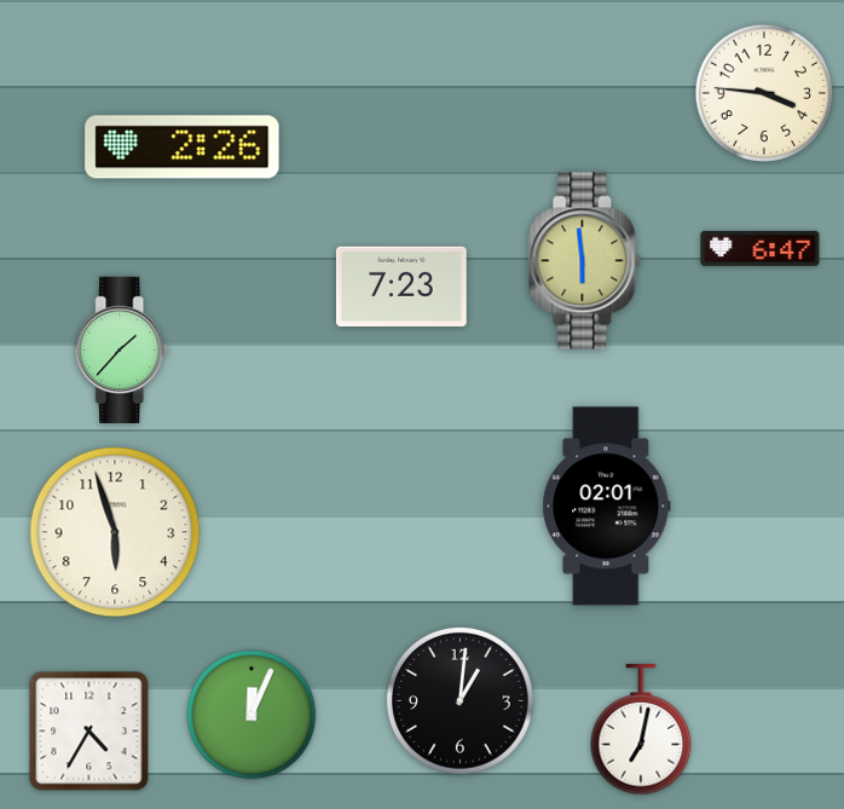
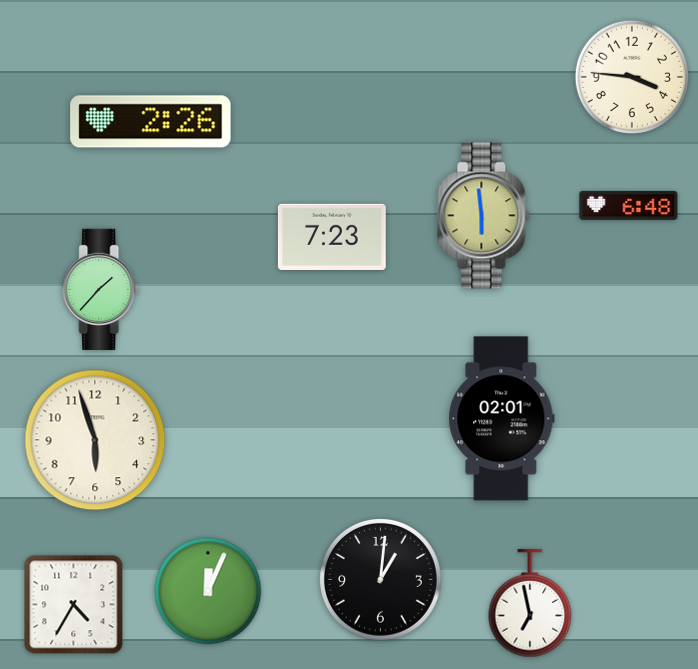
clock at (761, 248): 6:47 -> 6:48
clock at (641, 729): 7:02 -> 6:58
